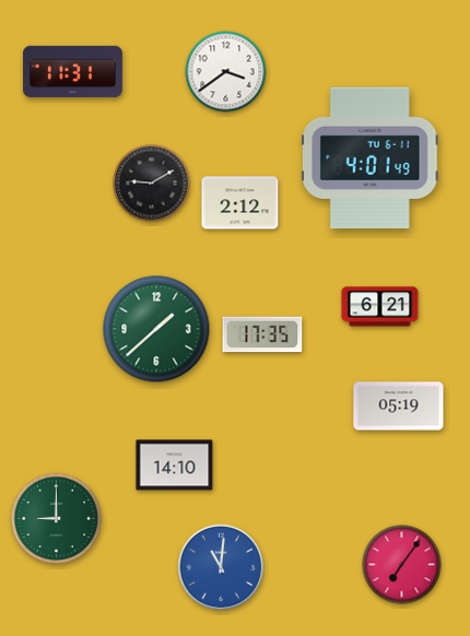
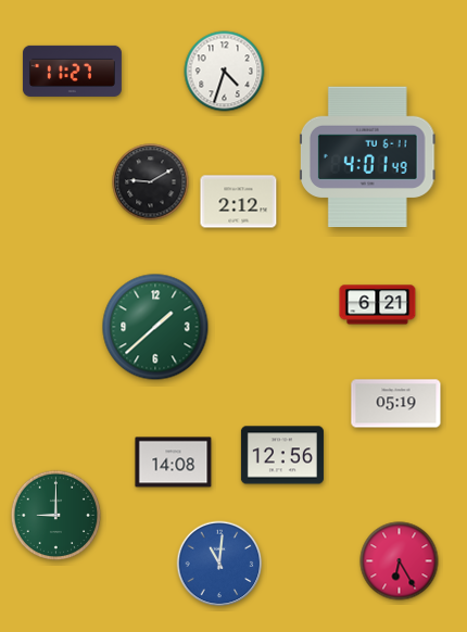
clock at (72, 71): 11:31 -> 11:27
clock at (226, 72): 3:39 -> 4:33
clock at (262, 334): 17:35 -> none
clock at (282, 455): none -> 12:56
clock at (175, 466): 14:10 -> 14:08
clock at (402, 565): 7:06 -> 6:25
